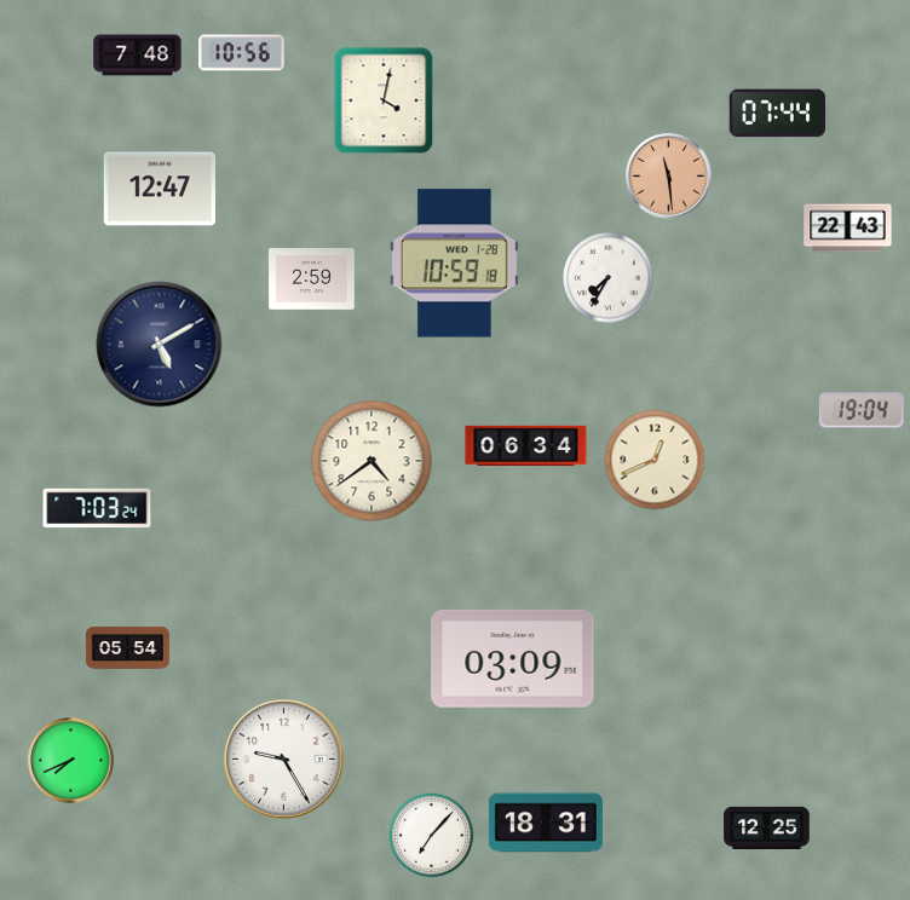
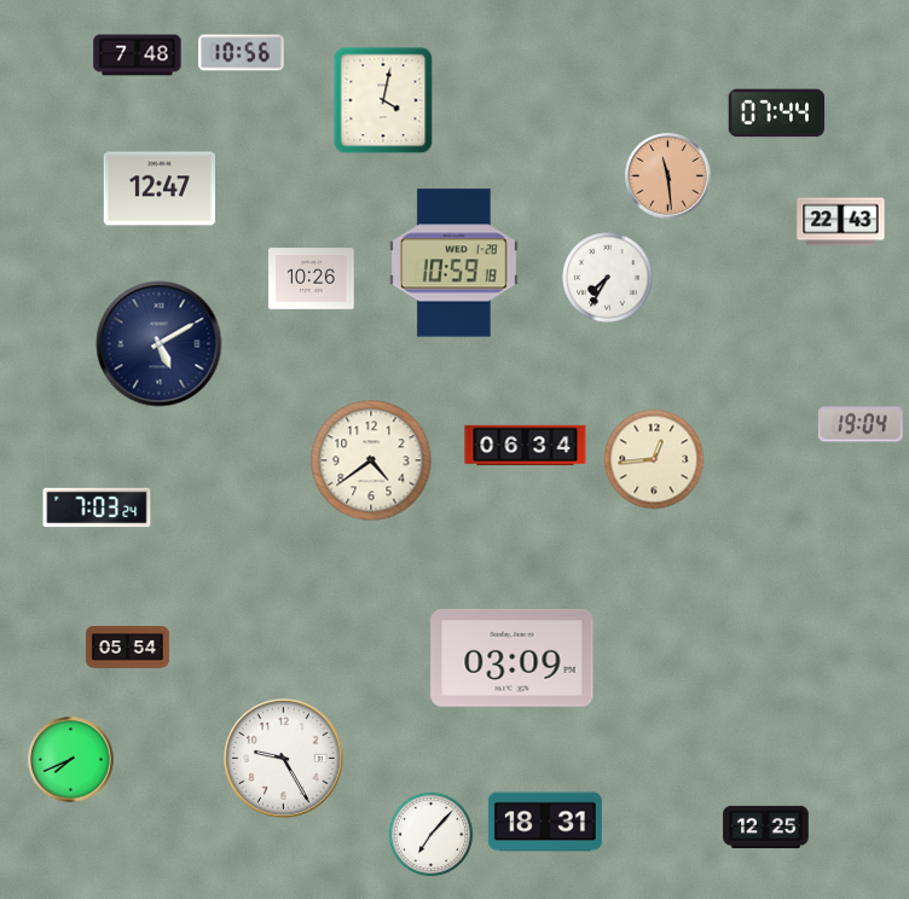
clock at (848, 229) position: (848, 229) -> (841, 222)
clock at (312, 279): 2:59 -> 10:26
clock at (862, 410) position: (862, 410) -> (861, 424)
clock at (655, 460): 12:41 -> 12:44
